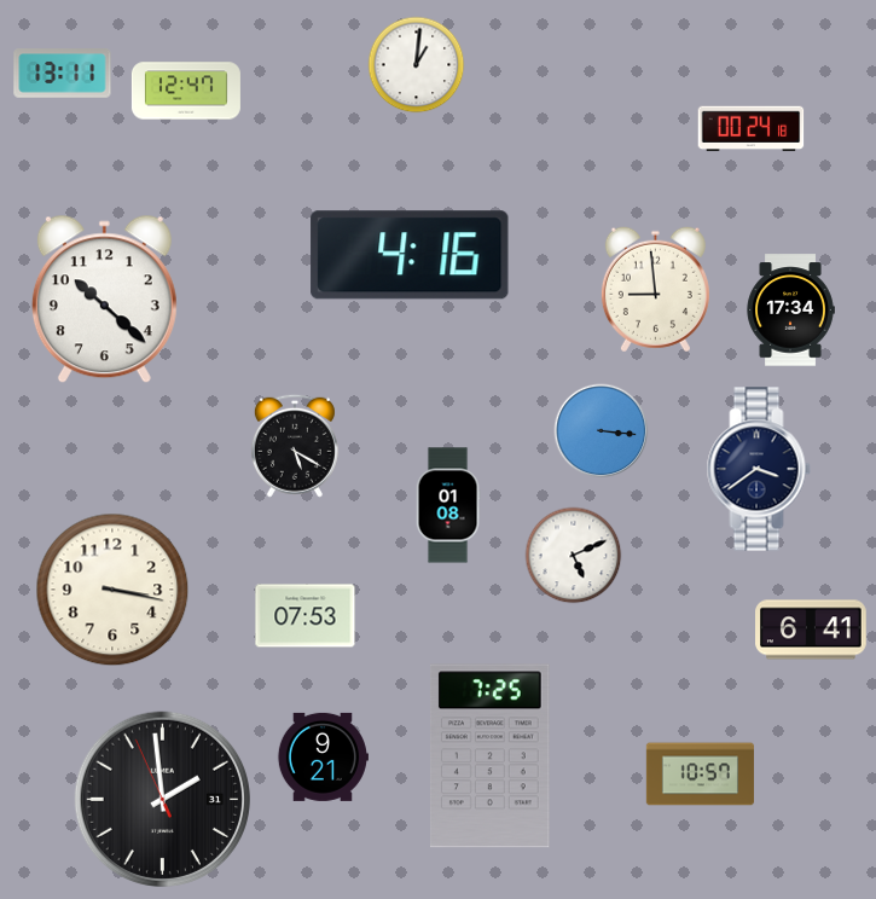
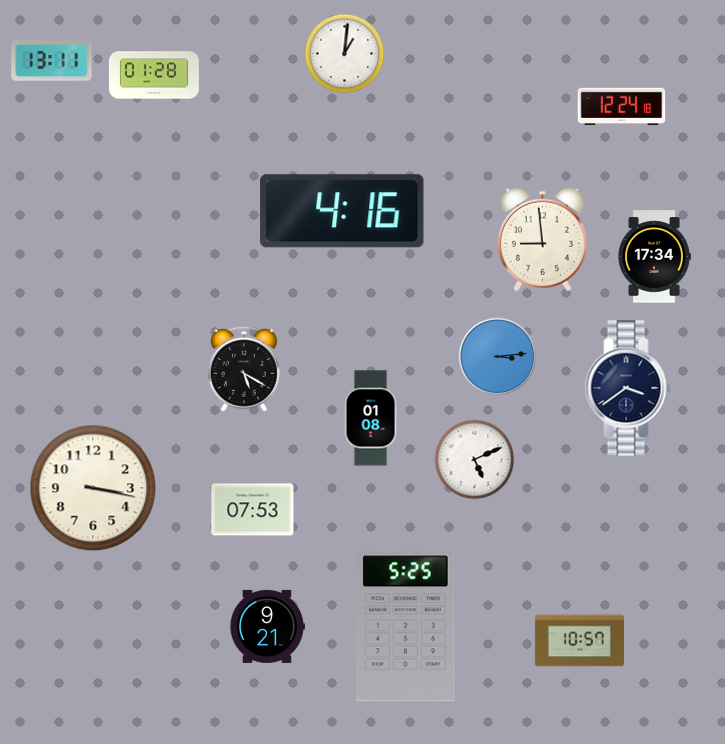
clock at (186, 91): 12:47 -> 01:28
clock at (752, 129): 00:24 -> 12:24
clock at (410, 255) position: (410, 255) -> (342, 211)
clock at (104, 300): 10:22 -> none
clock at (602, 431): 3:16 -> 3:14
clock at (811, 630): 6:41 -> none
clock at (489, 756): 7:25 -> 5:25
clock at (162, 799): 1:58 -> none
